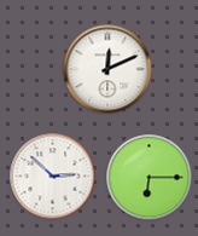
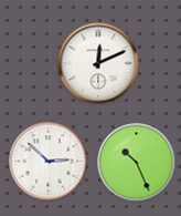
clock at (150, 178): 6:15 -> 10:26
